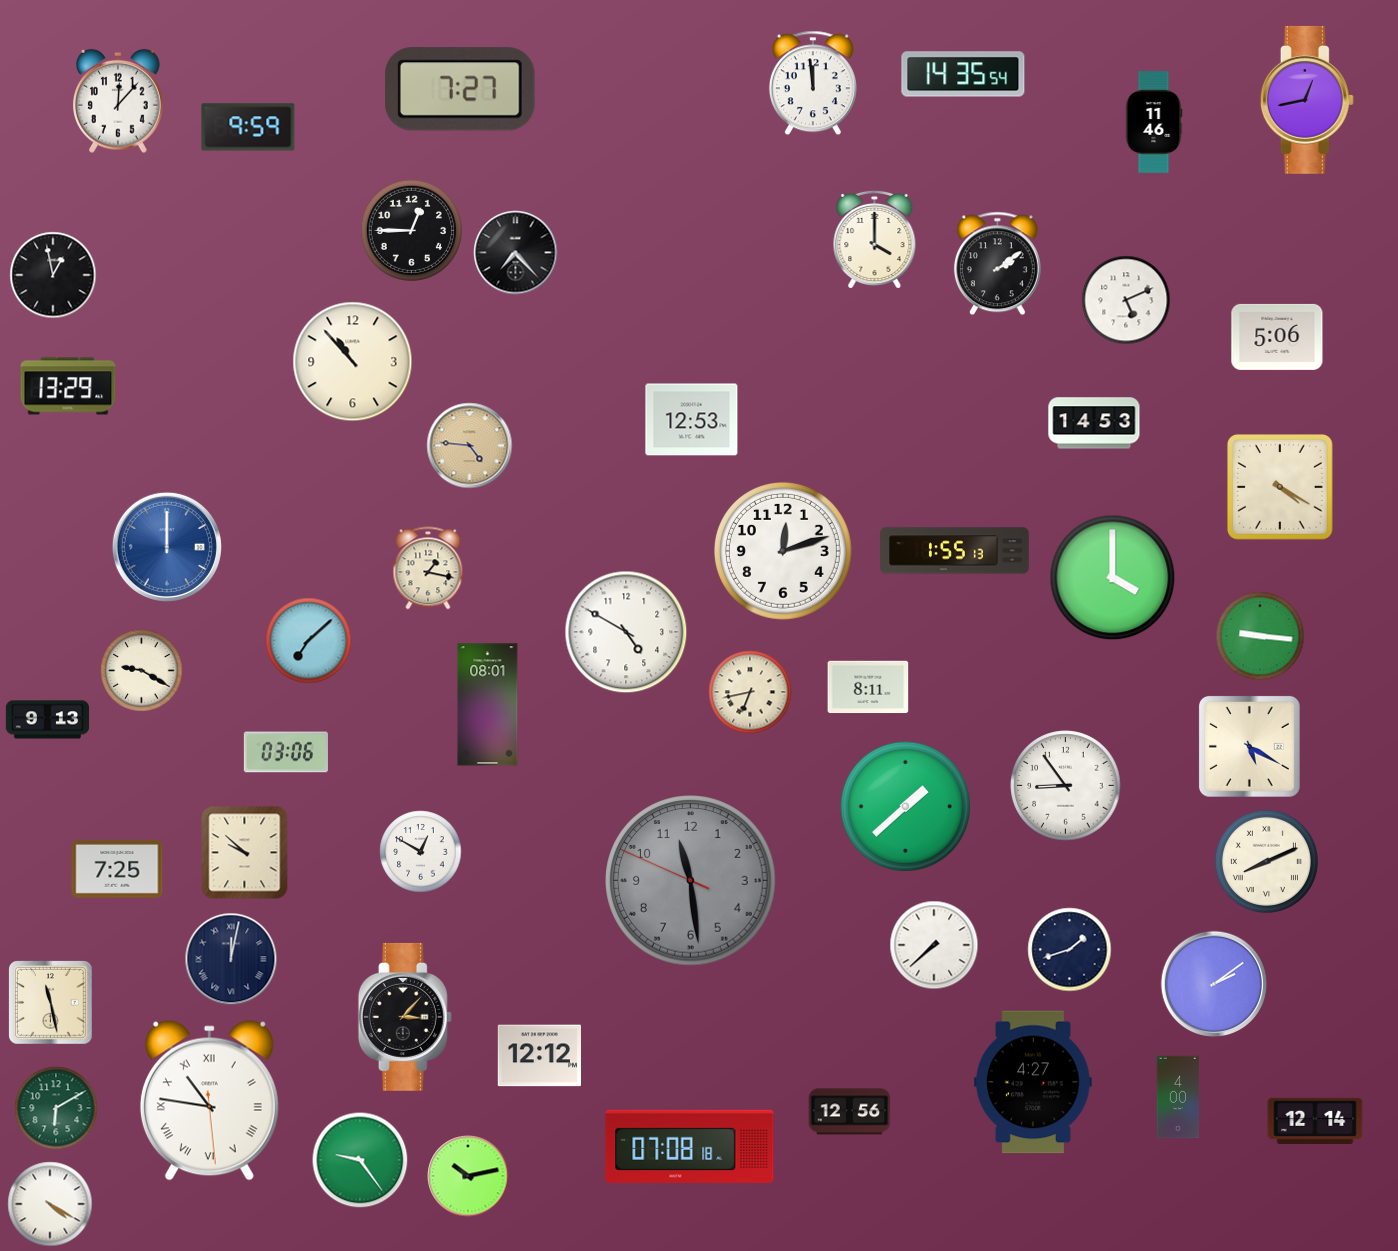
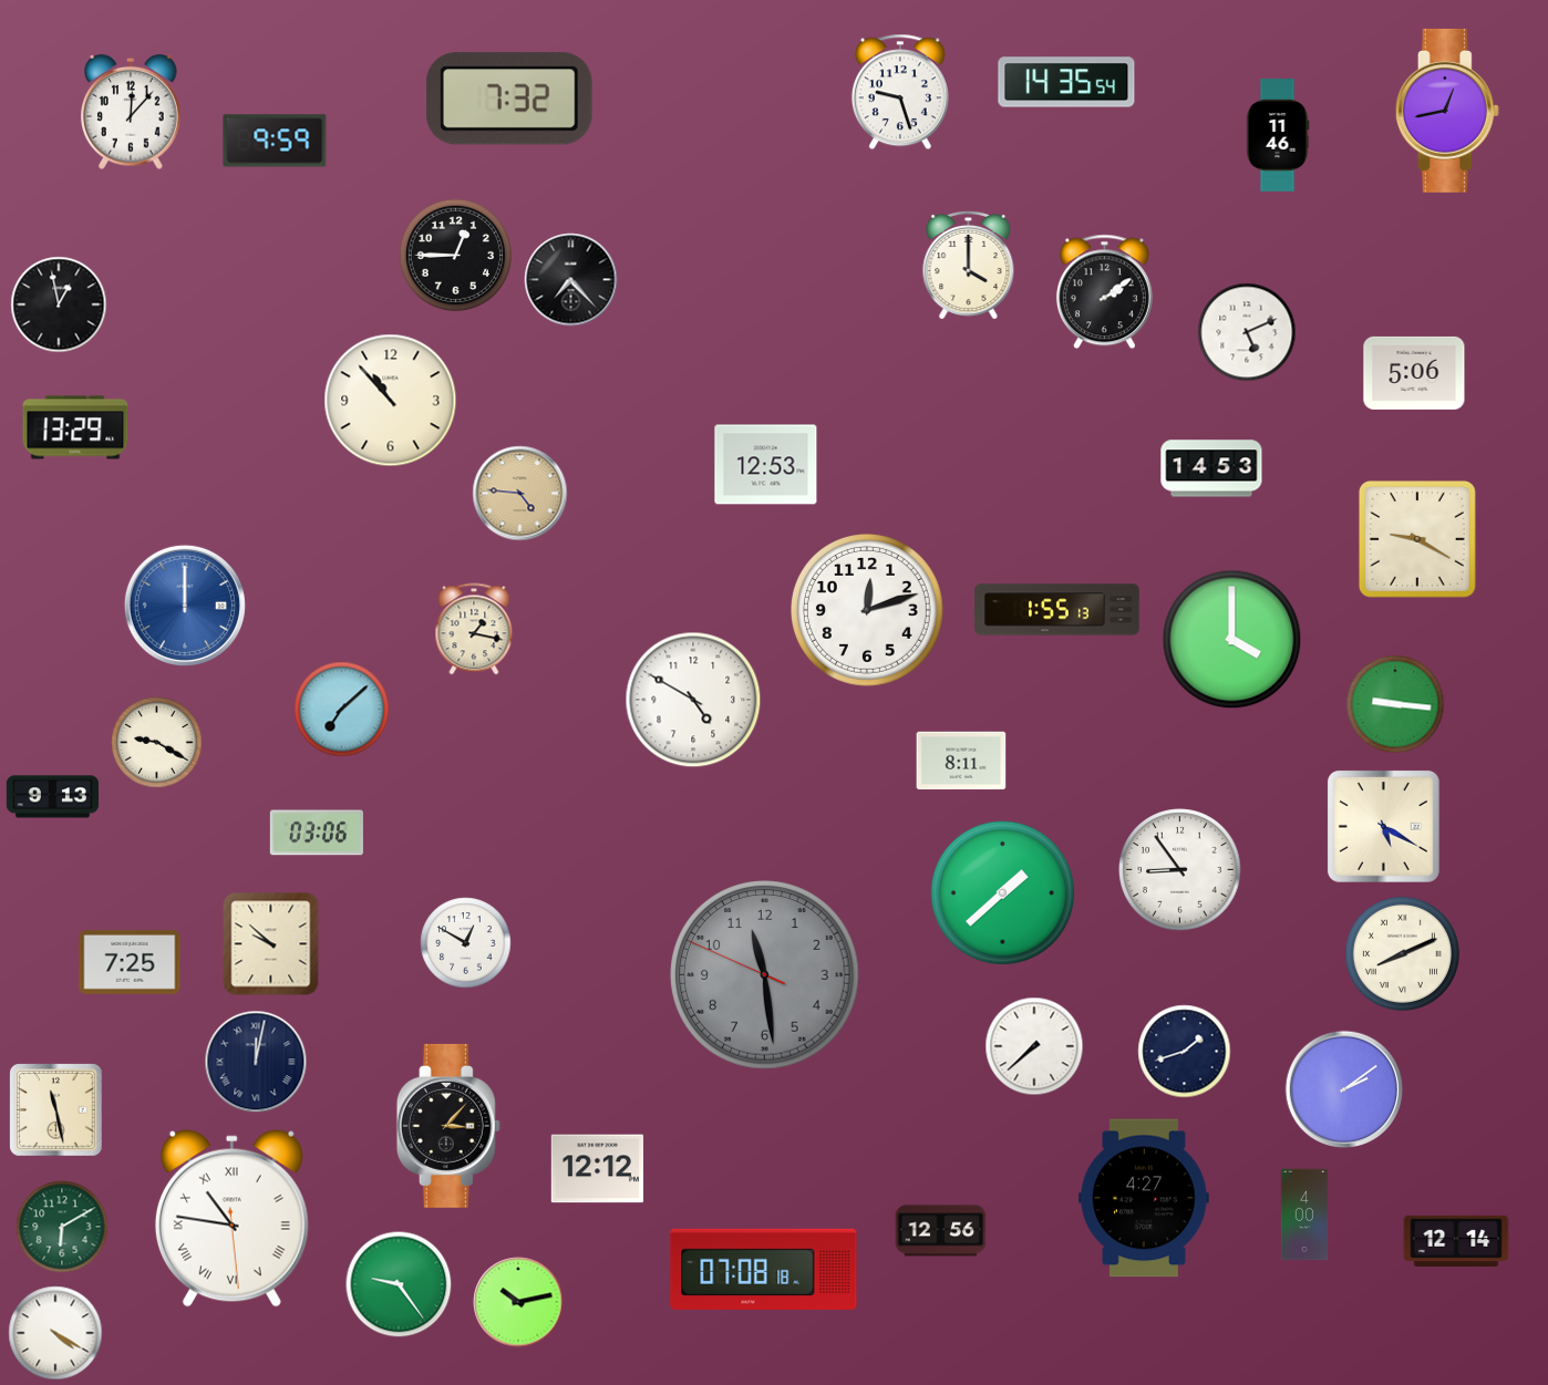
clock at (813, 83): 11:59 -> 9:27
clock at (461, 89): 7:27 -> 7:32
clock at (1280, 487): 4:20 -> 9:20
clock at (750, 692): 6:43 -> none
clock at (488, 705): 08:01 -> none
